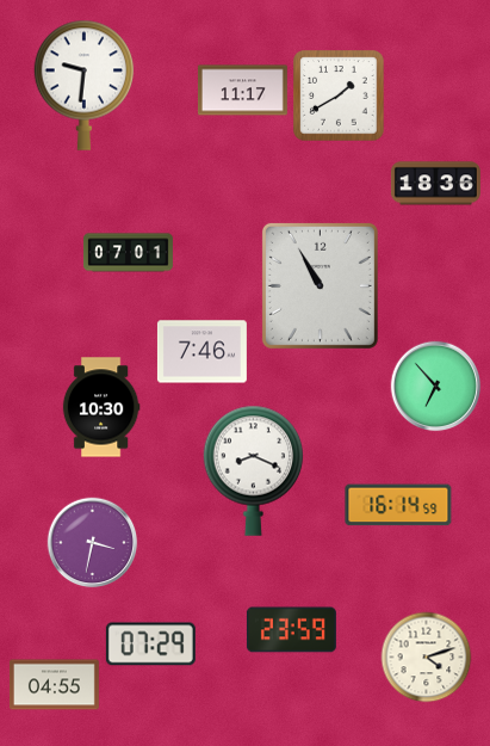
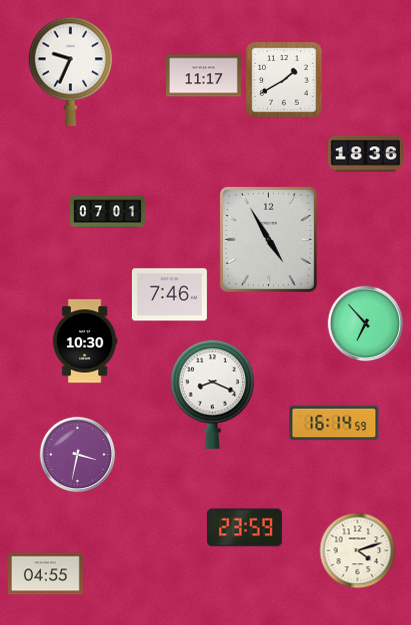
clock at (85, 85): 9:31 -> 9:34
clock at (320, 285): 10:55 -> 4:55
clock at (150, 645): 07:29 -> none
